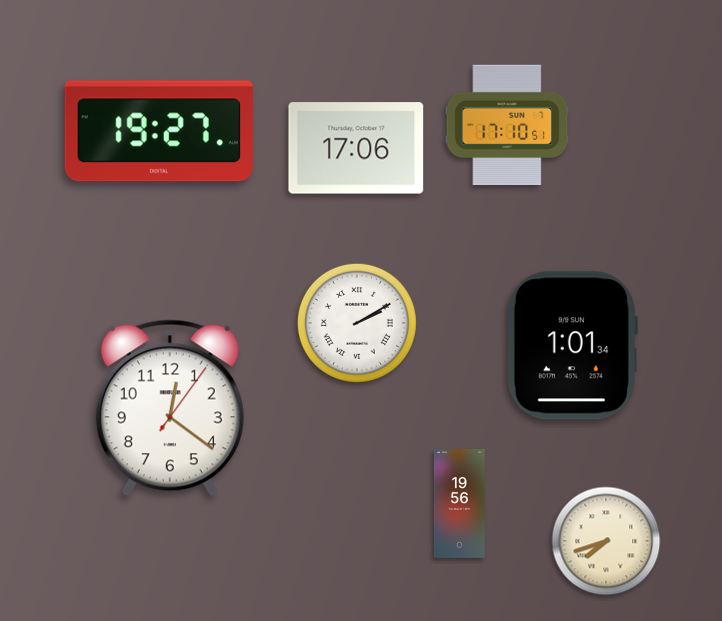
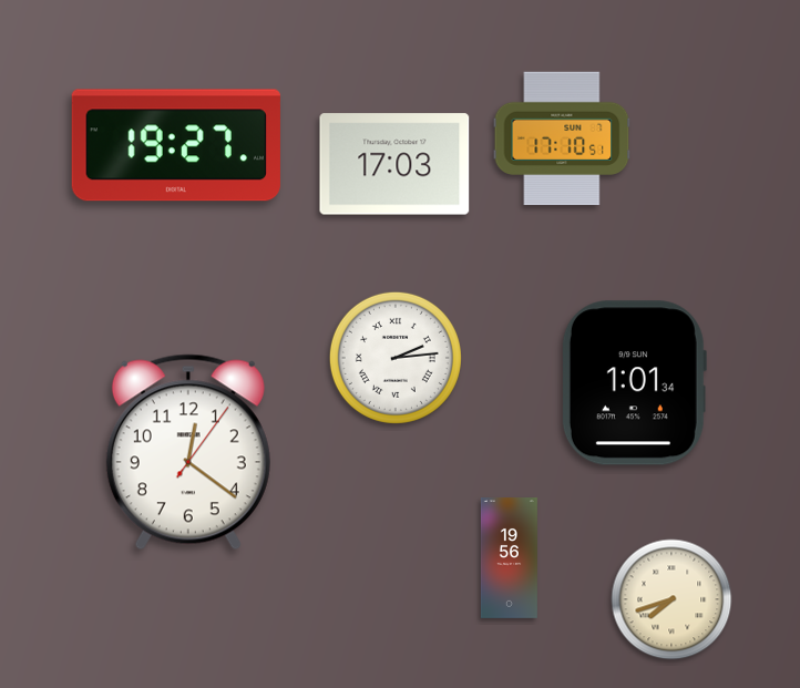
clock at (356, 148): 17:06 -> 17:03
clock at (357, 323): 2:10 -> 2:14
